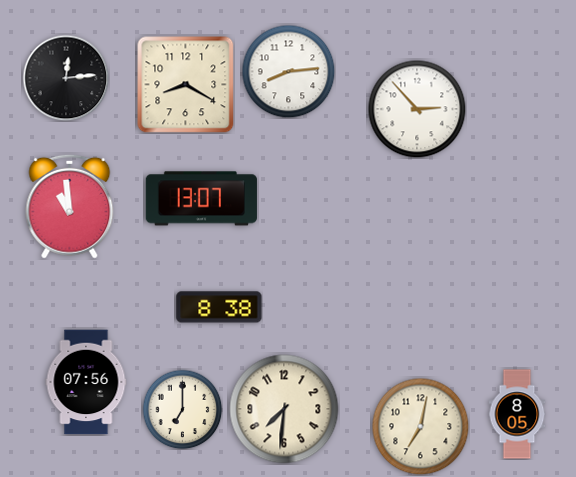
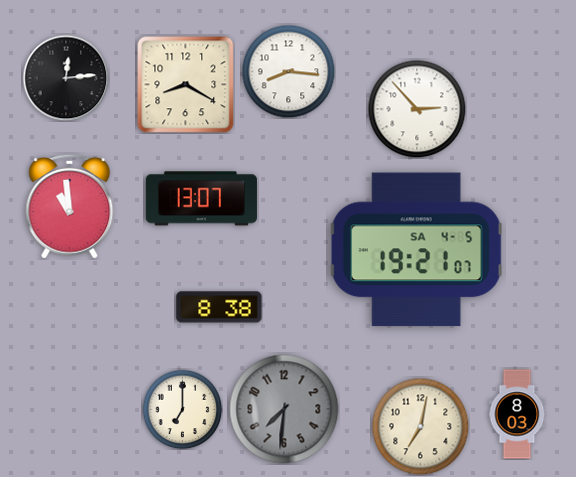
clock at (288, 71): 8:14 -> 8:16
clock at (416, 250): none -> 19:21
clock at (86, 382): 07:56 -> none
clock at (284, 409) dial: cream -> grey
clock at (517, 414): 8:05 -> 8:03
